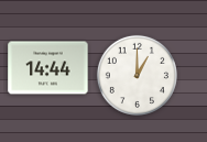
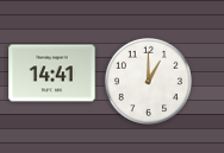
clock at (48, 68): 14:44 -> 14:41
